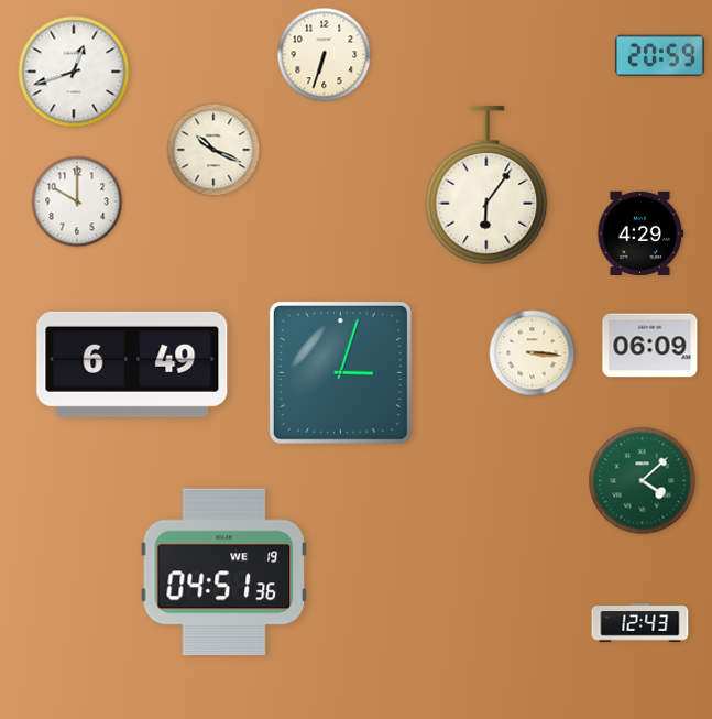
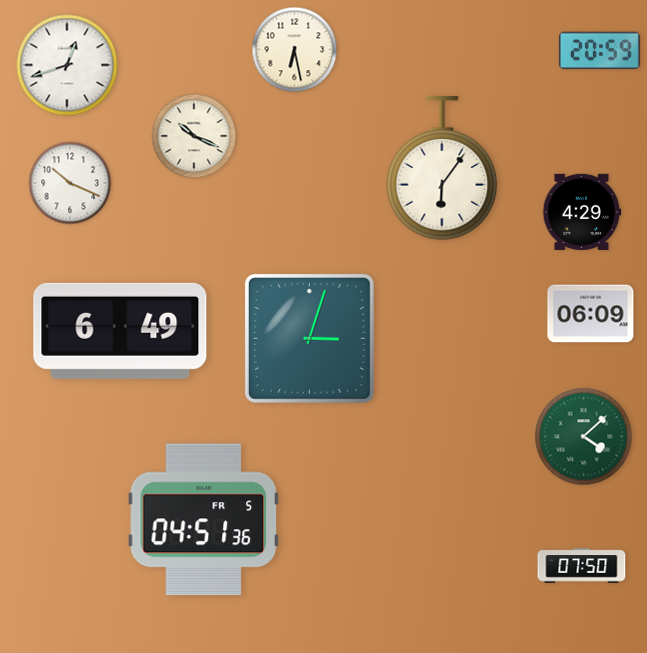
clock at (325, 55): 6:33 -> 6:28
clock at (77, 201): 10:00 -> 10:19
clock at (533, 353): 3:16 -> none
clock at (224, 573) date: WE 19 -> FR 5
clock at (640, 623): 12:43 -> 07:50
